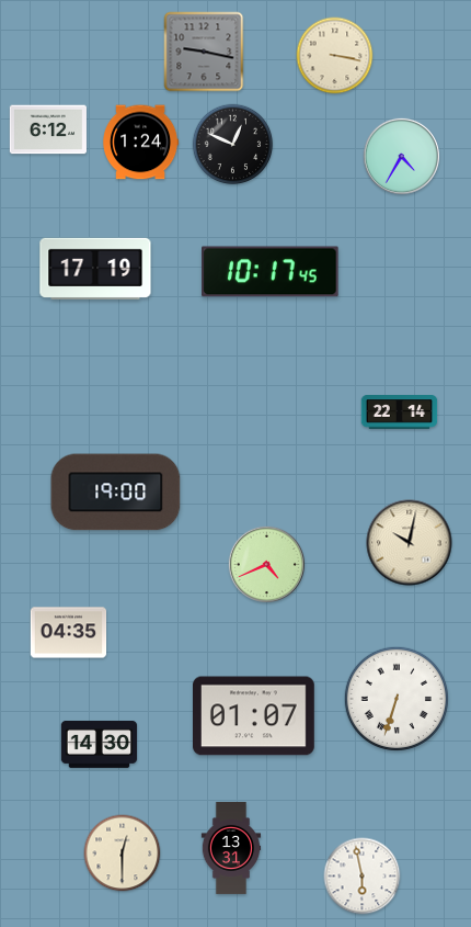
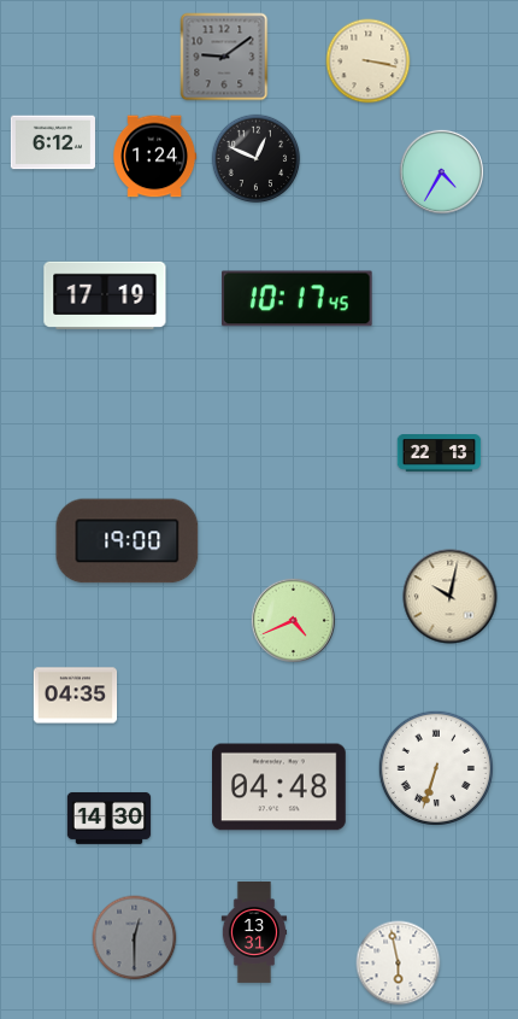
clock at (204, 52): 9:17 -> 9:09
clock at (400, 412): 22:14 -> 22:13
clock at (254, 716): 01:07 -> 04:48
clock at (123, 853) dial: cream -> grey
